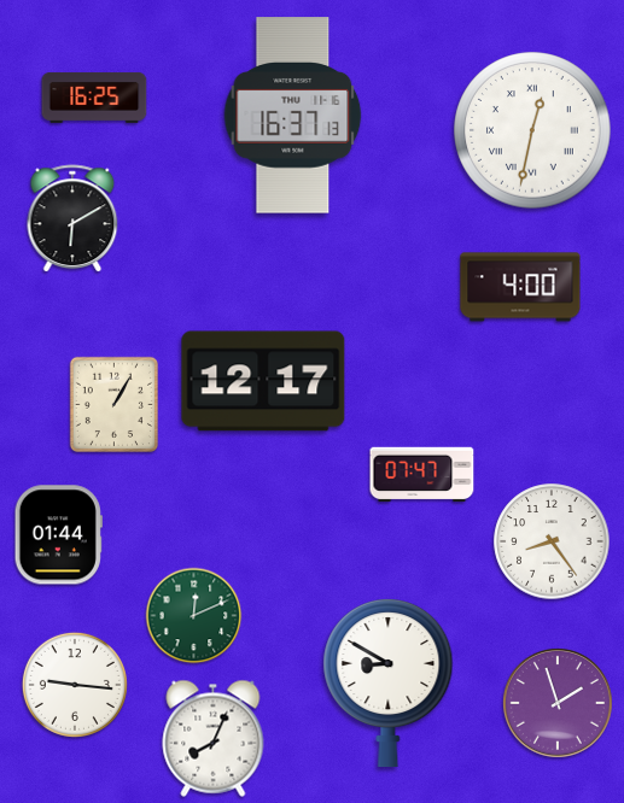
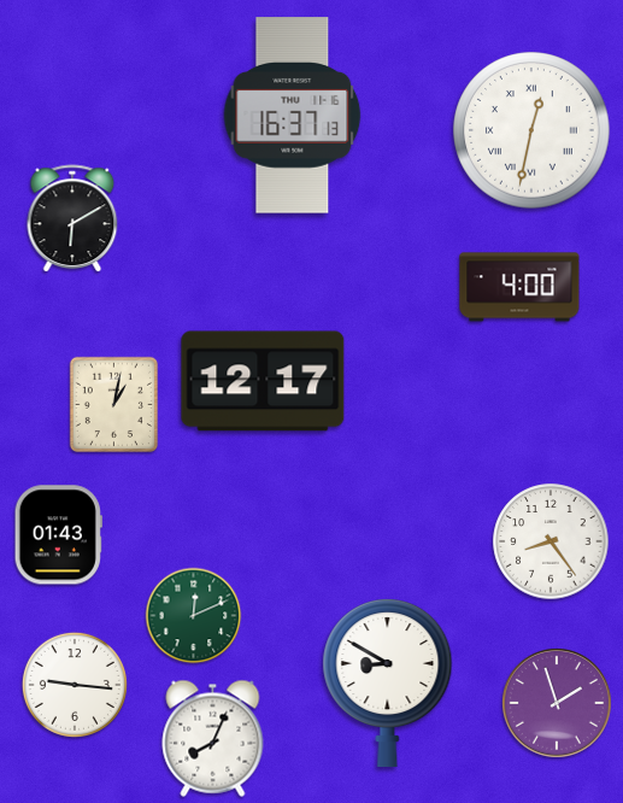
clock at (94, 98): 16:25 -> none
clock at (113, 404): 1:05 -> 1:02
clock at (422, 475): 07:47 -> none
clock at (58, 535): 01:44 -> 01:43
